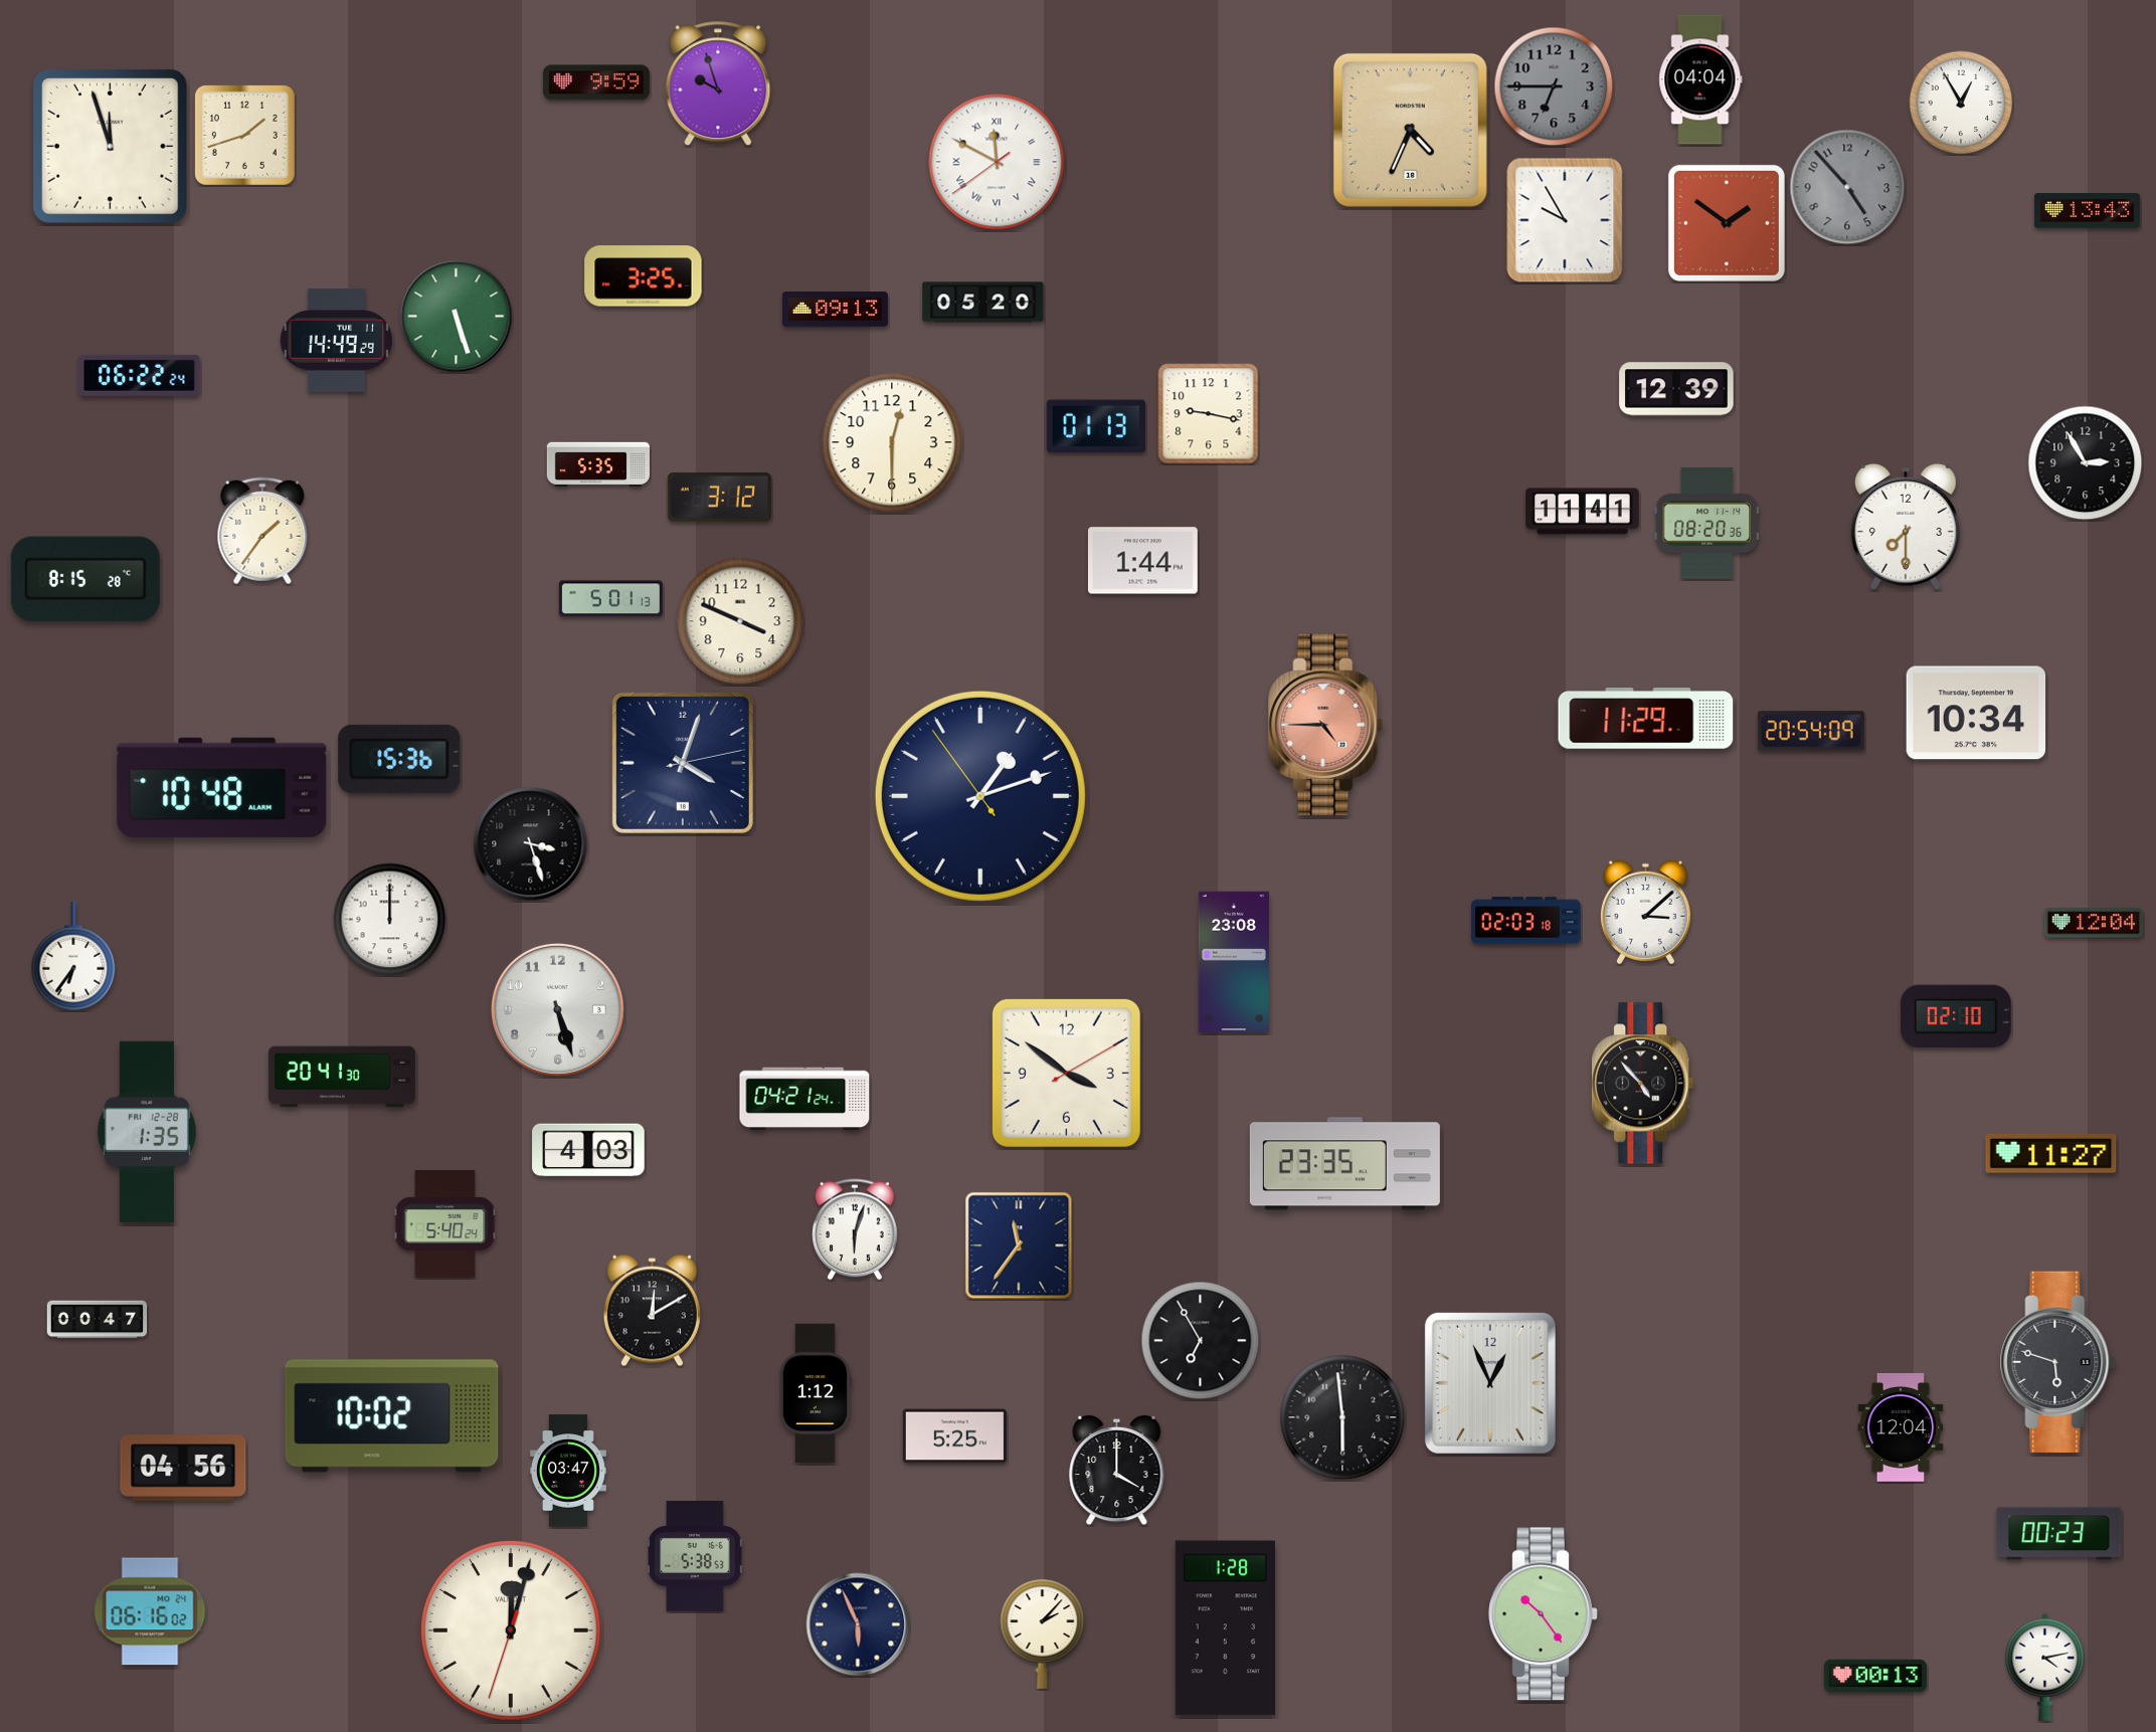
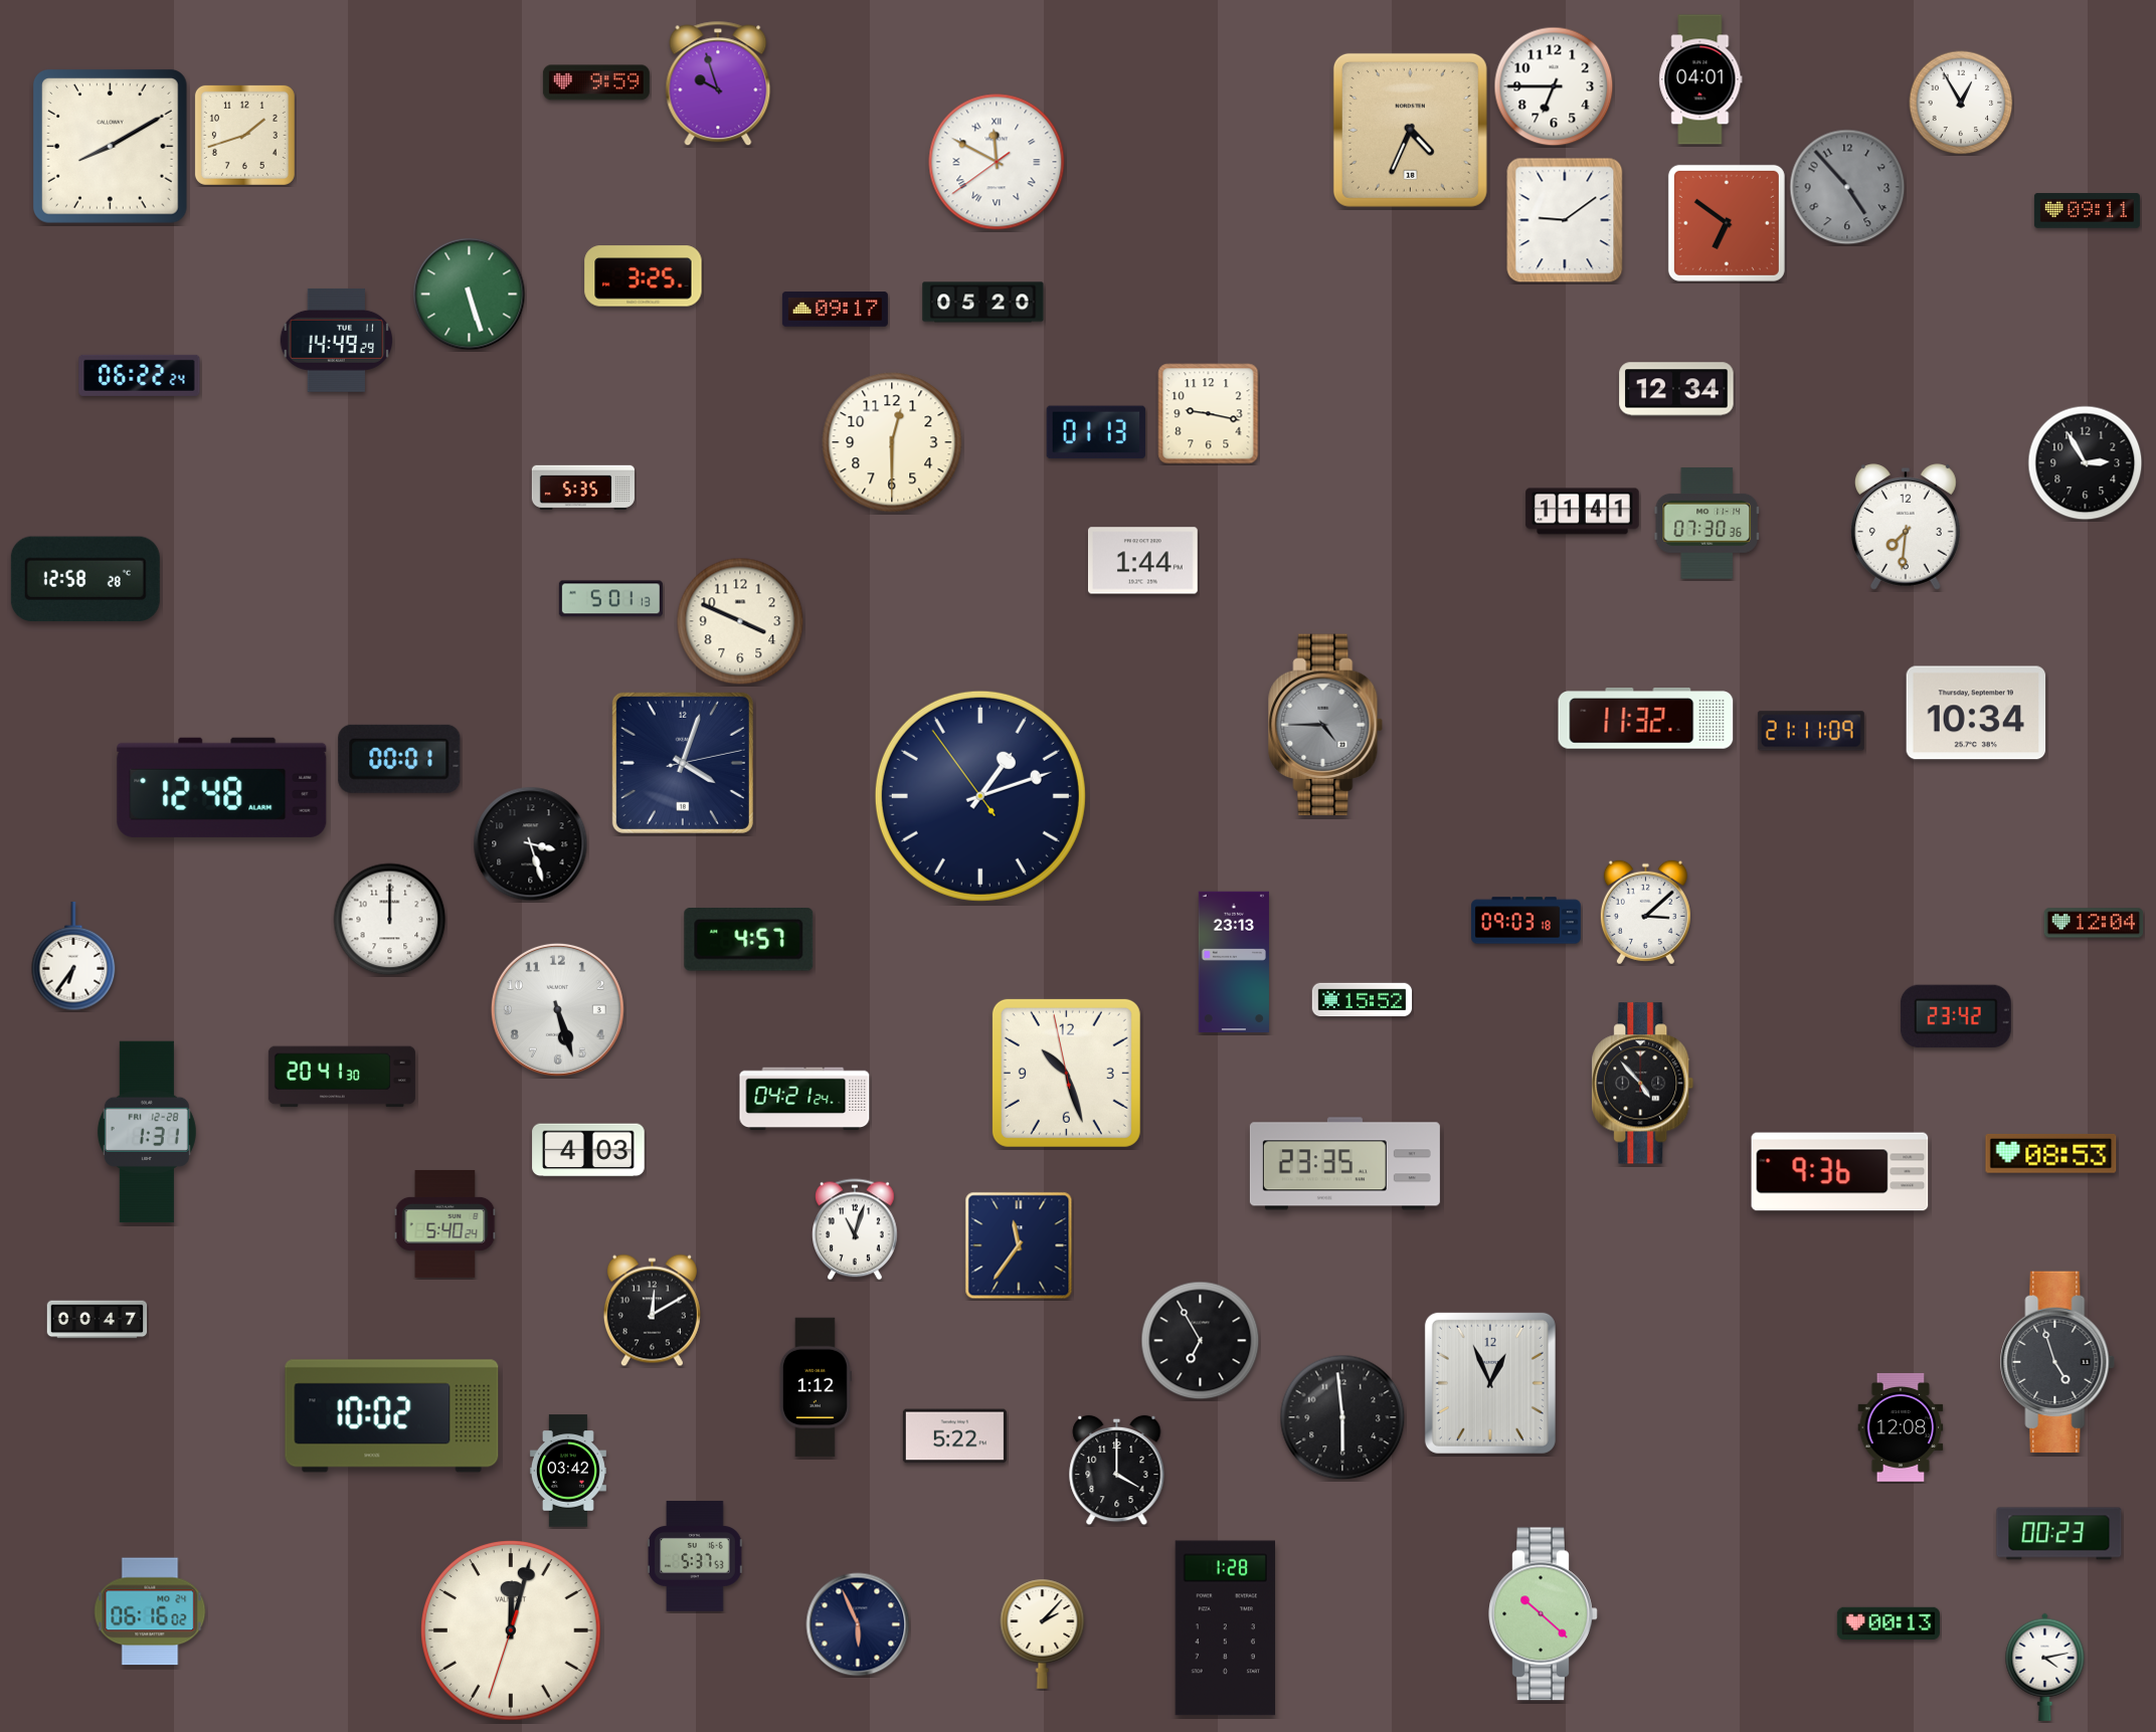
clock at (1700, 79): 04:04 -> 04:01
clock at (1554, 86) dial: grey -> white
clock at (110, 146): 11:57 -> 8:10
clock at (2087, 211): 13:43 -> 09:11
clock at (1565, 220): 9:55 -> 9:09
clock at (1727, 223): 1:51 -> 6:51
clock at (835, 310): 09:13 -> 09:17
clock at (457, 317) position: (457, 317) -> (470, 295)
clock at (1676, 389): 12:39 -> 12:34
clock at (1096, 426) position: (1096, 426) -> (1096, 432)
clock at (598, 463) position: (598, 463) -> (583, 487)
clock at (719, 498): 3:12 -> none
clock at (1706, 524): 08:20 -> 07:30
clock at (1906, 528): 7:30 -> 7:31
clock at (262, 531): 1:36 -> none
clock at (85, 578): 8:15 -> 12:58
clock at (1646, 719): 11:29 -> 11:32
clock at (1325, 724) dial: salmon -> grey
clock at (1811, 731): 20:54 -> 21:11
clock at (399, 759): 15:36 -> 00:01
clock at (222, 787): 10:48 -> 12:48
clock at (1526, 921): 02:03 -> 09:03
clock at (749, 940): none -> 4:57
clock at (1234, 962): 23:08 -> 23:13
clock at (1363, 1000): none -> 15:52
clock at (1956, 1016): 02:10 -> 23:42
clock at (1066, 1073): 3:51 -> 10:26
clock at (147, 1132): 1:35 -> 1:31
clock at (2051, 1154): 11:27 -> 08:53
clock at (1840, 1172): none -> 9:36
clock at (856, 1229): 6:03 -> 11:03
clock at (2057, 1361): 5:48 -> 4:57
clock at (816, 1393) position: (816, 1393) -> (816, 1387)
clock at (1901, 1427): 12:04 -> 12:08
clock at (954, 1436): 5:25 -> 5:22
clock at (183, 1468): 04:56 -> none
clock at (568, 1471): 03:47 -> 03:42
clock at (695, 1556): 5:38 -> 5:37
clock at (1544, 1614): 10:24 -> 10:22
clock at (1875, 1675) position: (1875, 1675) -> (1889, 1622)
